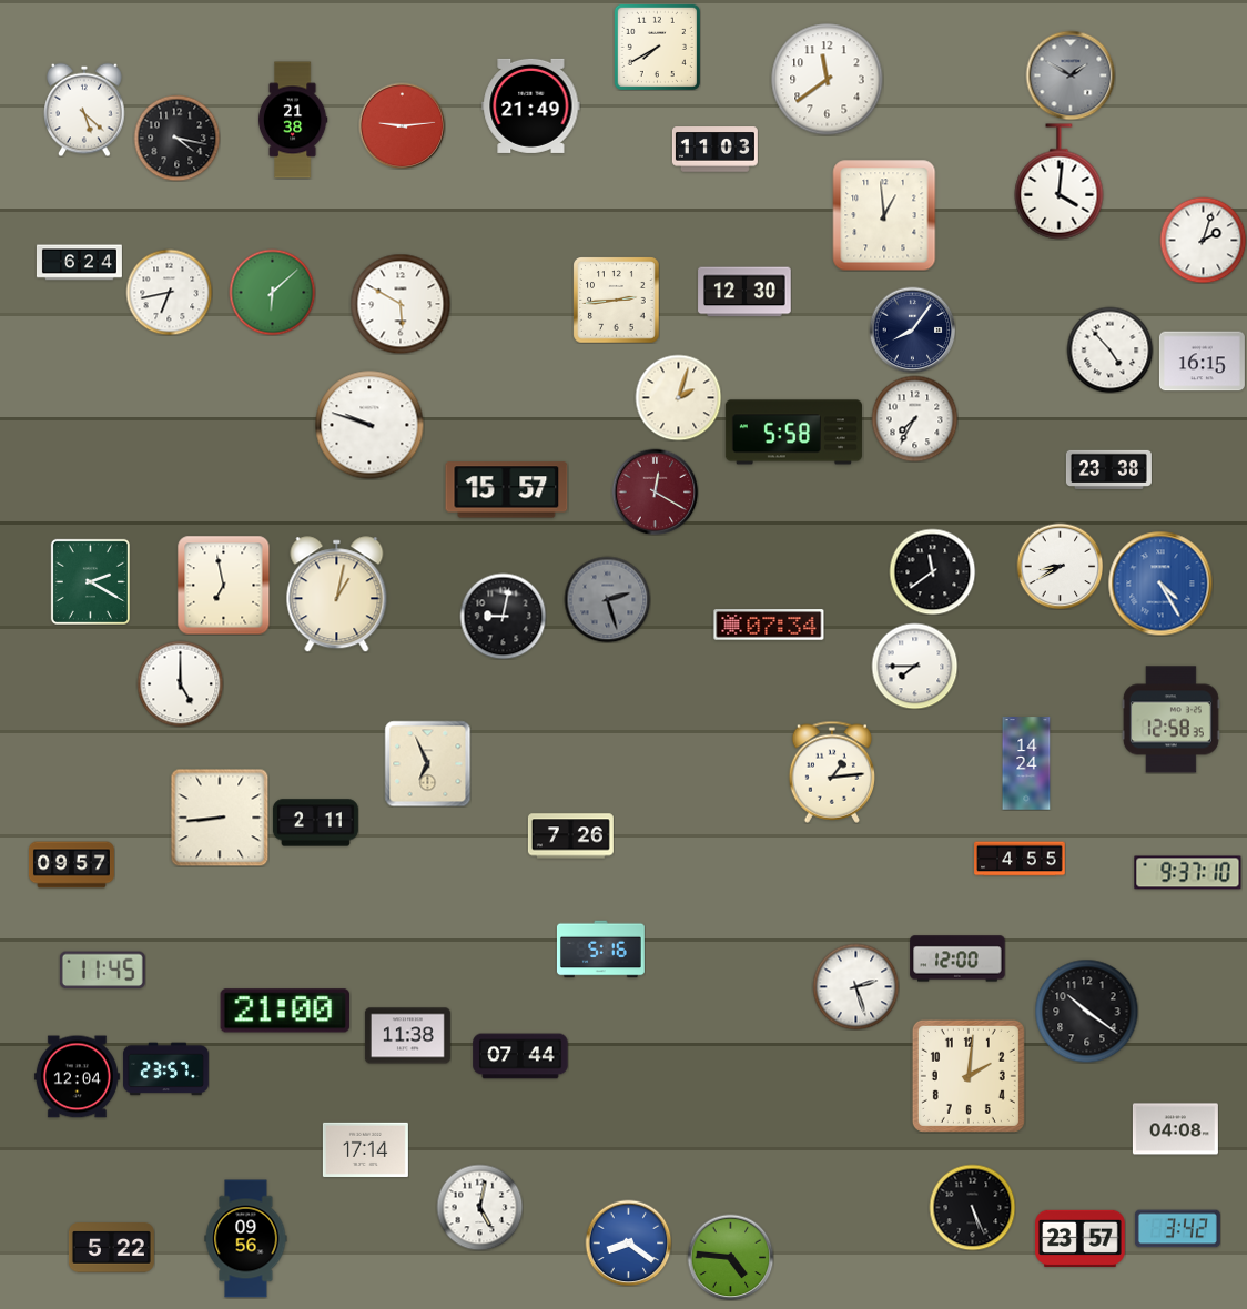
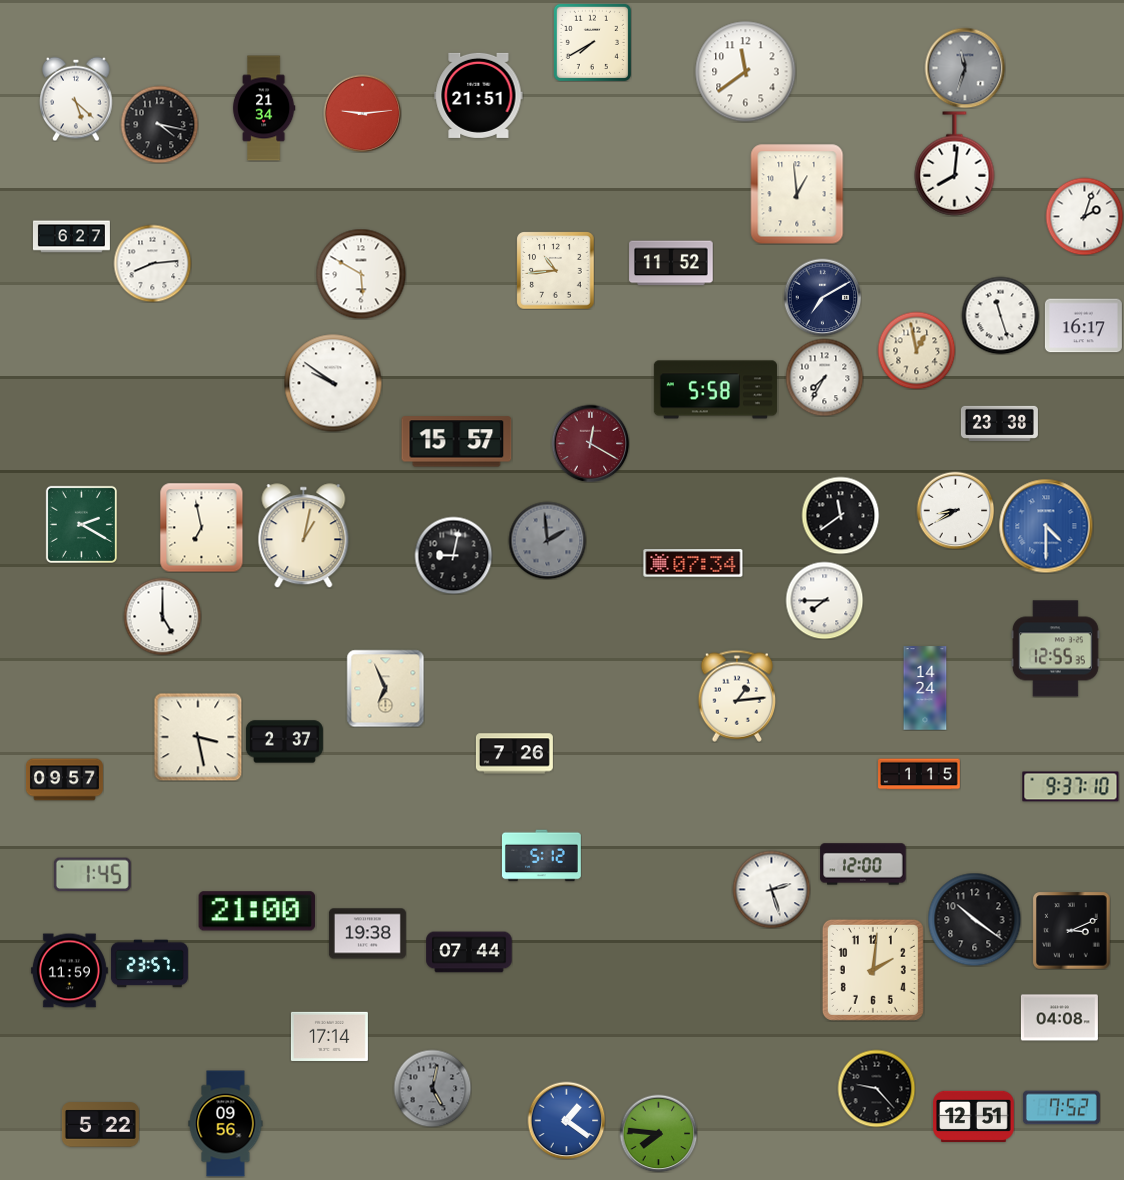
clock at (1071, 75): 1:50 -> 11:33
clock at (531, 105): 21:49 -> 21:51
clock at (293, 120): 21:38 -> 21:34
clock at (714, 150): 11:03 -> none
clock at (1060, 182): 4:01 -> 8:01
clock at (79, 263): 6:24 -> 6:27
clock at (169, 292): 6:43 -> 8:14
clock at (272, 292): 6:08 -> none
clock at (744, 292): 12:30 -> 11:52
clock at (616, 300): 2:44 -> 10:44
clock at (912, 329): 8:06 -> 7:10
clock at (1109, 349): 4:53 -> 11:27
clock at (1202, 362): 16:15 -> 16:17
clock at (916, 350): none -> 12:58
clock at (678, 397): 2:03 -> none
clock at (369, 425): 9:48 -> 9:51
clock at (1160, 584): 4:25 -> 4:30
clock at (607, 599): 2:27 -> 1:59
clock at (1170, 720): 12:58 -> 12:55
clock at (832, 772) position: (832, 772) -> (737, 696)
clock at (220, 818): 8:44 -> 3:28
clock at (315, 823): 2:11 -> 2:37
clock at (1020, 859): 4:55 -> 1:15
clock at (600, 950): 5:16 -> 5:12
clock at (102, 971): 11:45 -> 1:45
clock at (1086, 1011) position: (1086, 1011) -> (974, 919)
clock at (1071, 930): none -> 3:11
clock at (407, 1036): 11:38 -> 19:38
clock at (77, 1077): 12:04 -> 11:59
clock at (479, 1207) dial: white -> grey
clock at (972, 1207): 5:26 -> 9:23
clock at (1177, 1229): 3:42 -> 7:52
clock at (1081, 1238): 23:57 -> 12:51
clock at (246, 1239) position: (246, 1239) -> (226, 1124)
clock at (628, 1242): 8:21 -> 1:21
clock at (730, 1257): 4:46 -> 7:46
